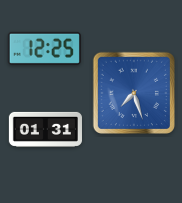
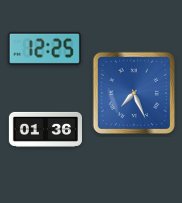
clock at (134, 93): 7:27 -> 7:26
clock at (45, 129): 01:31 -> 01:36
